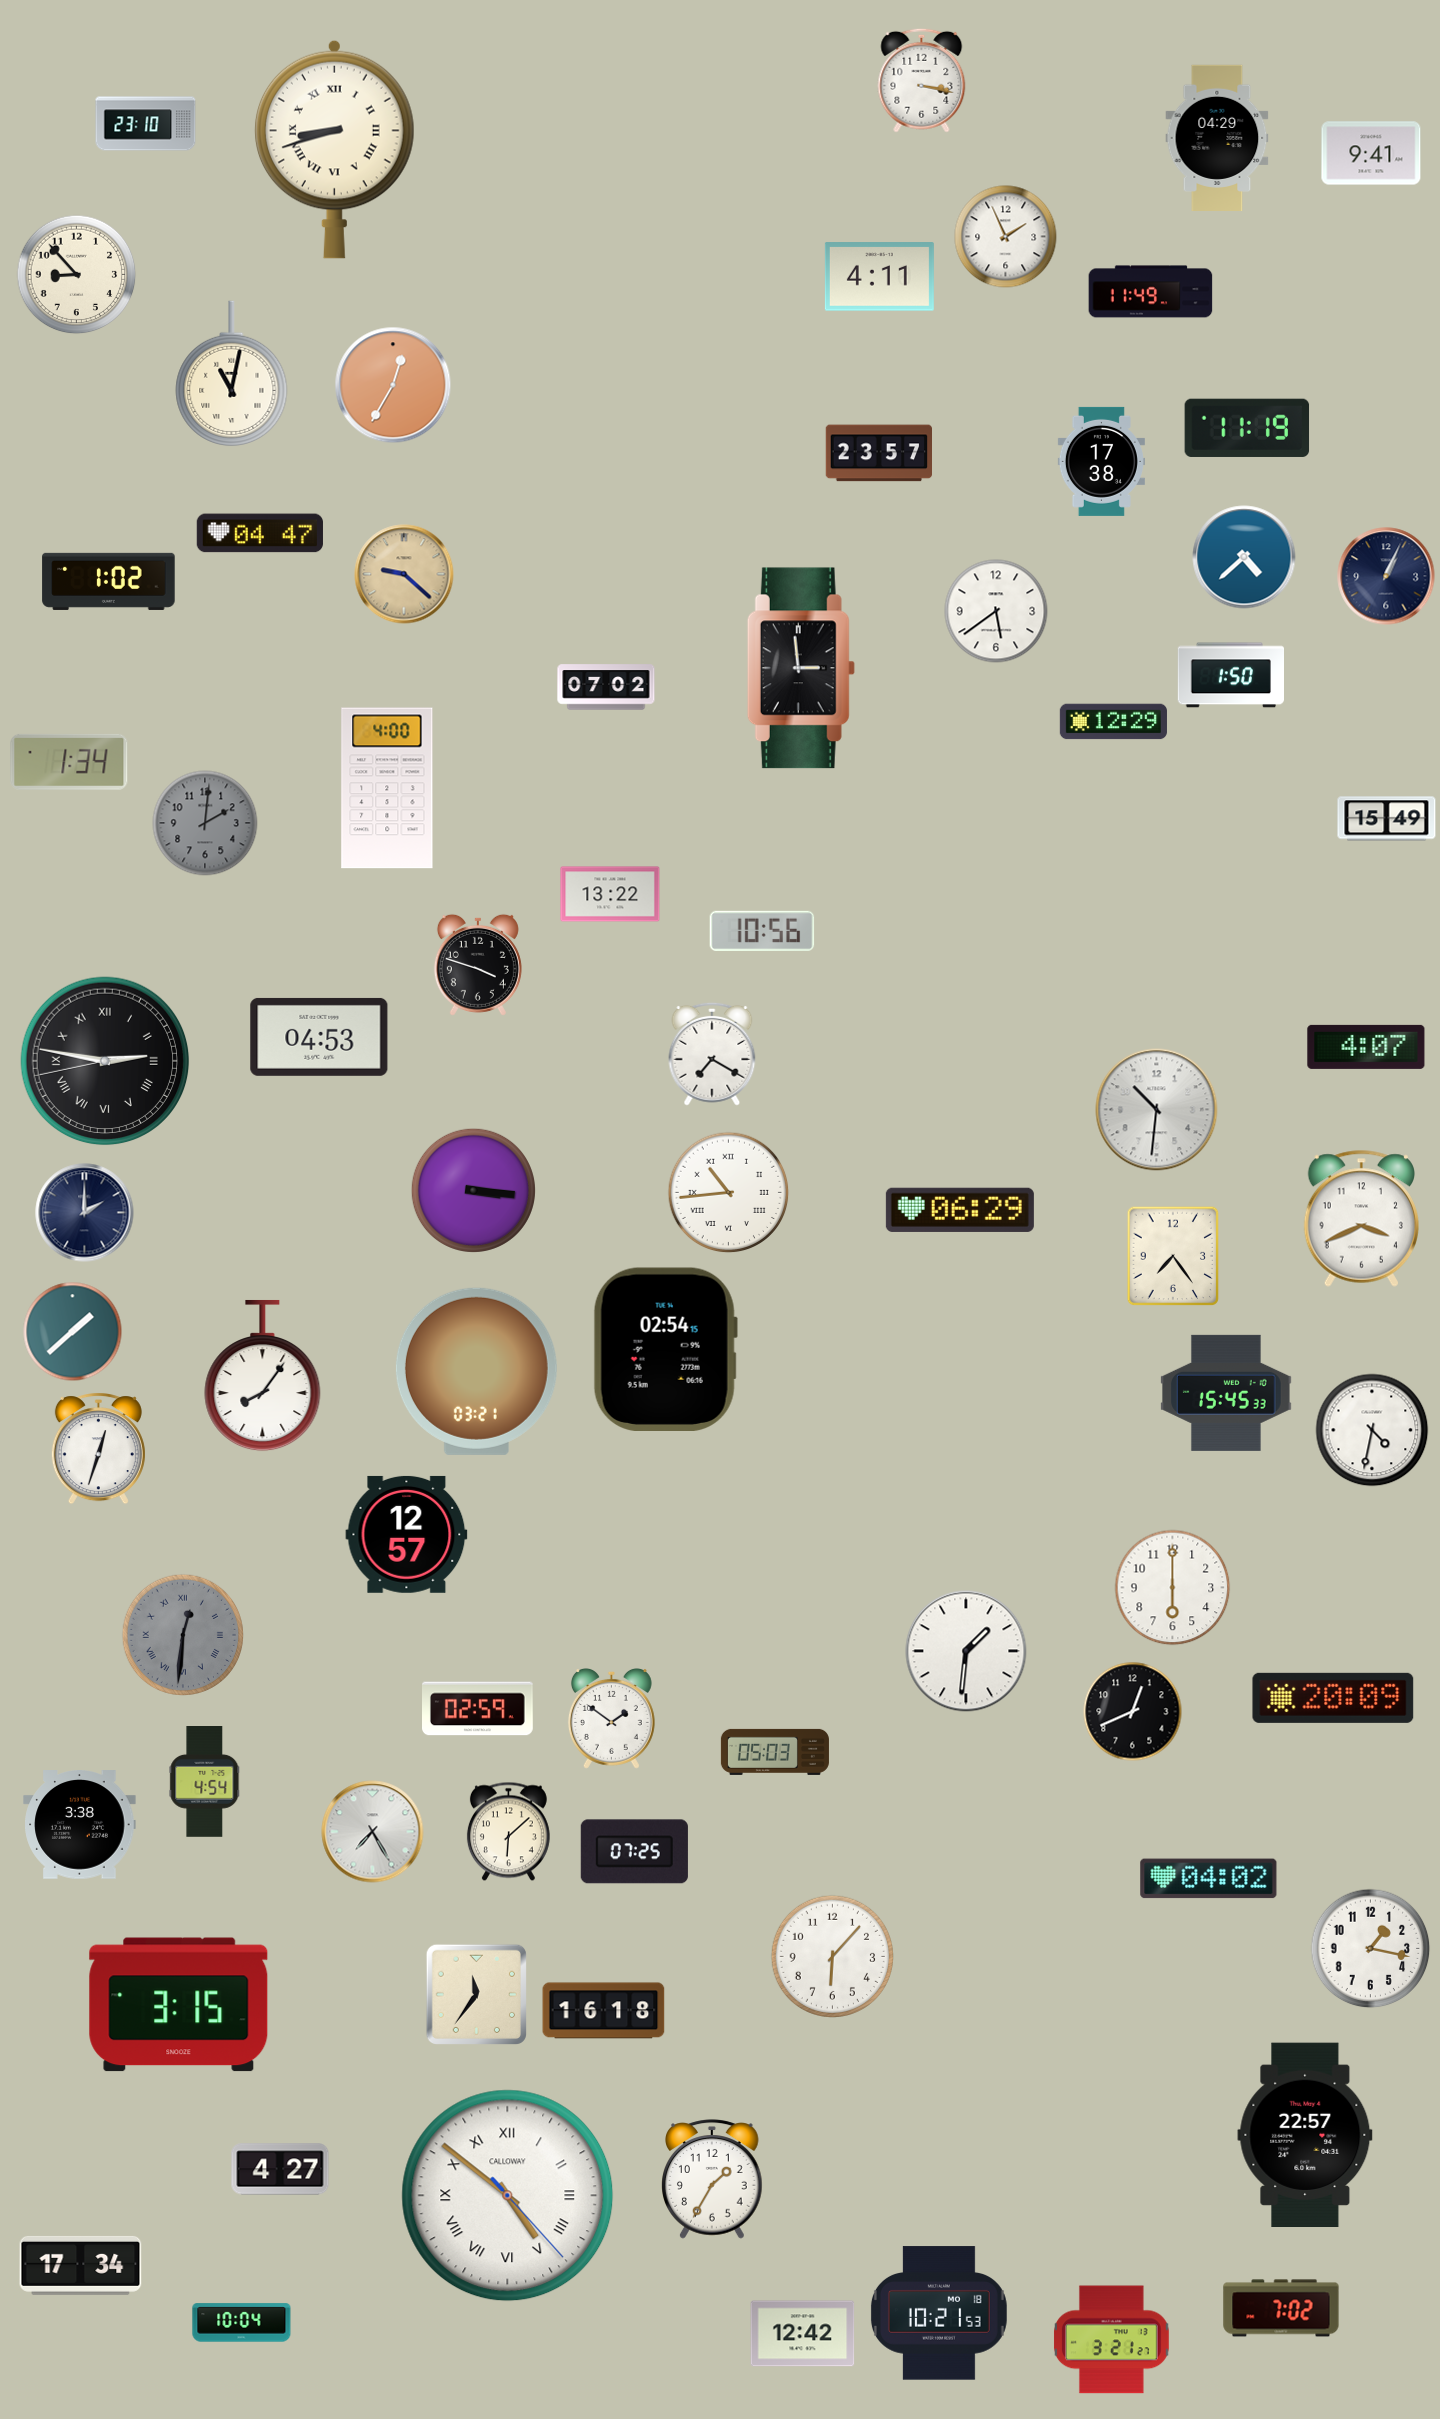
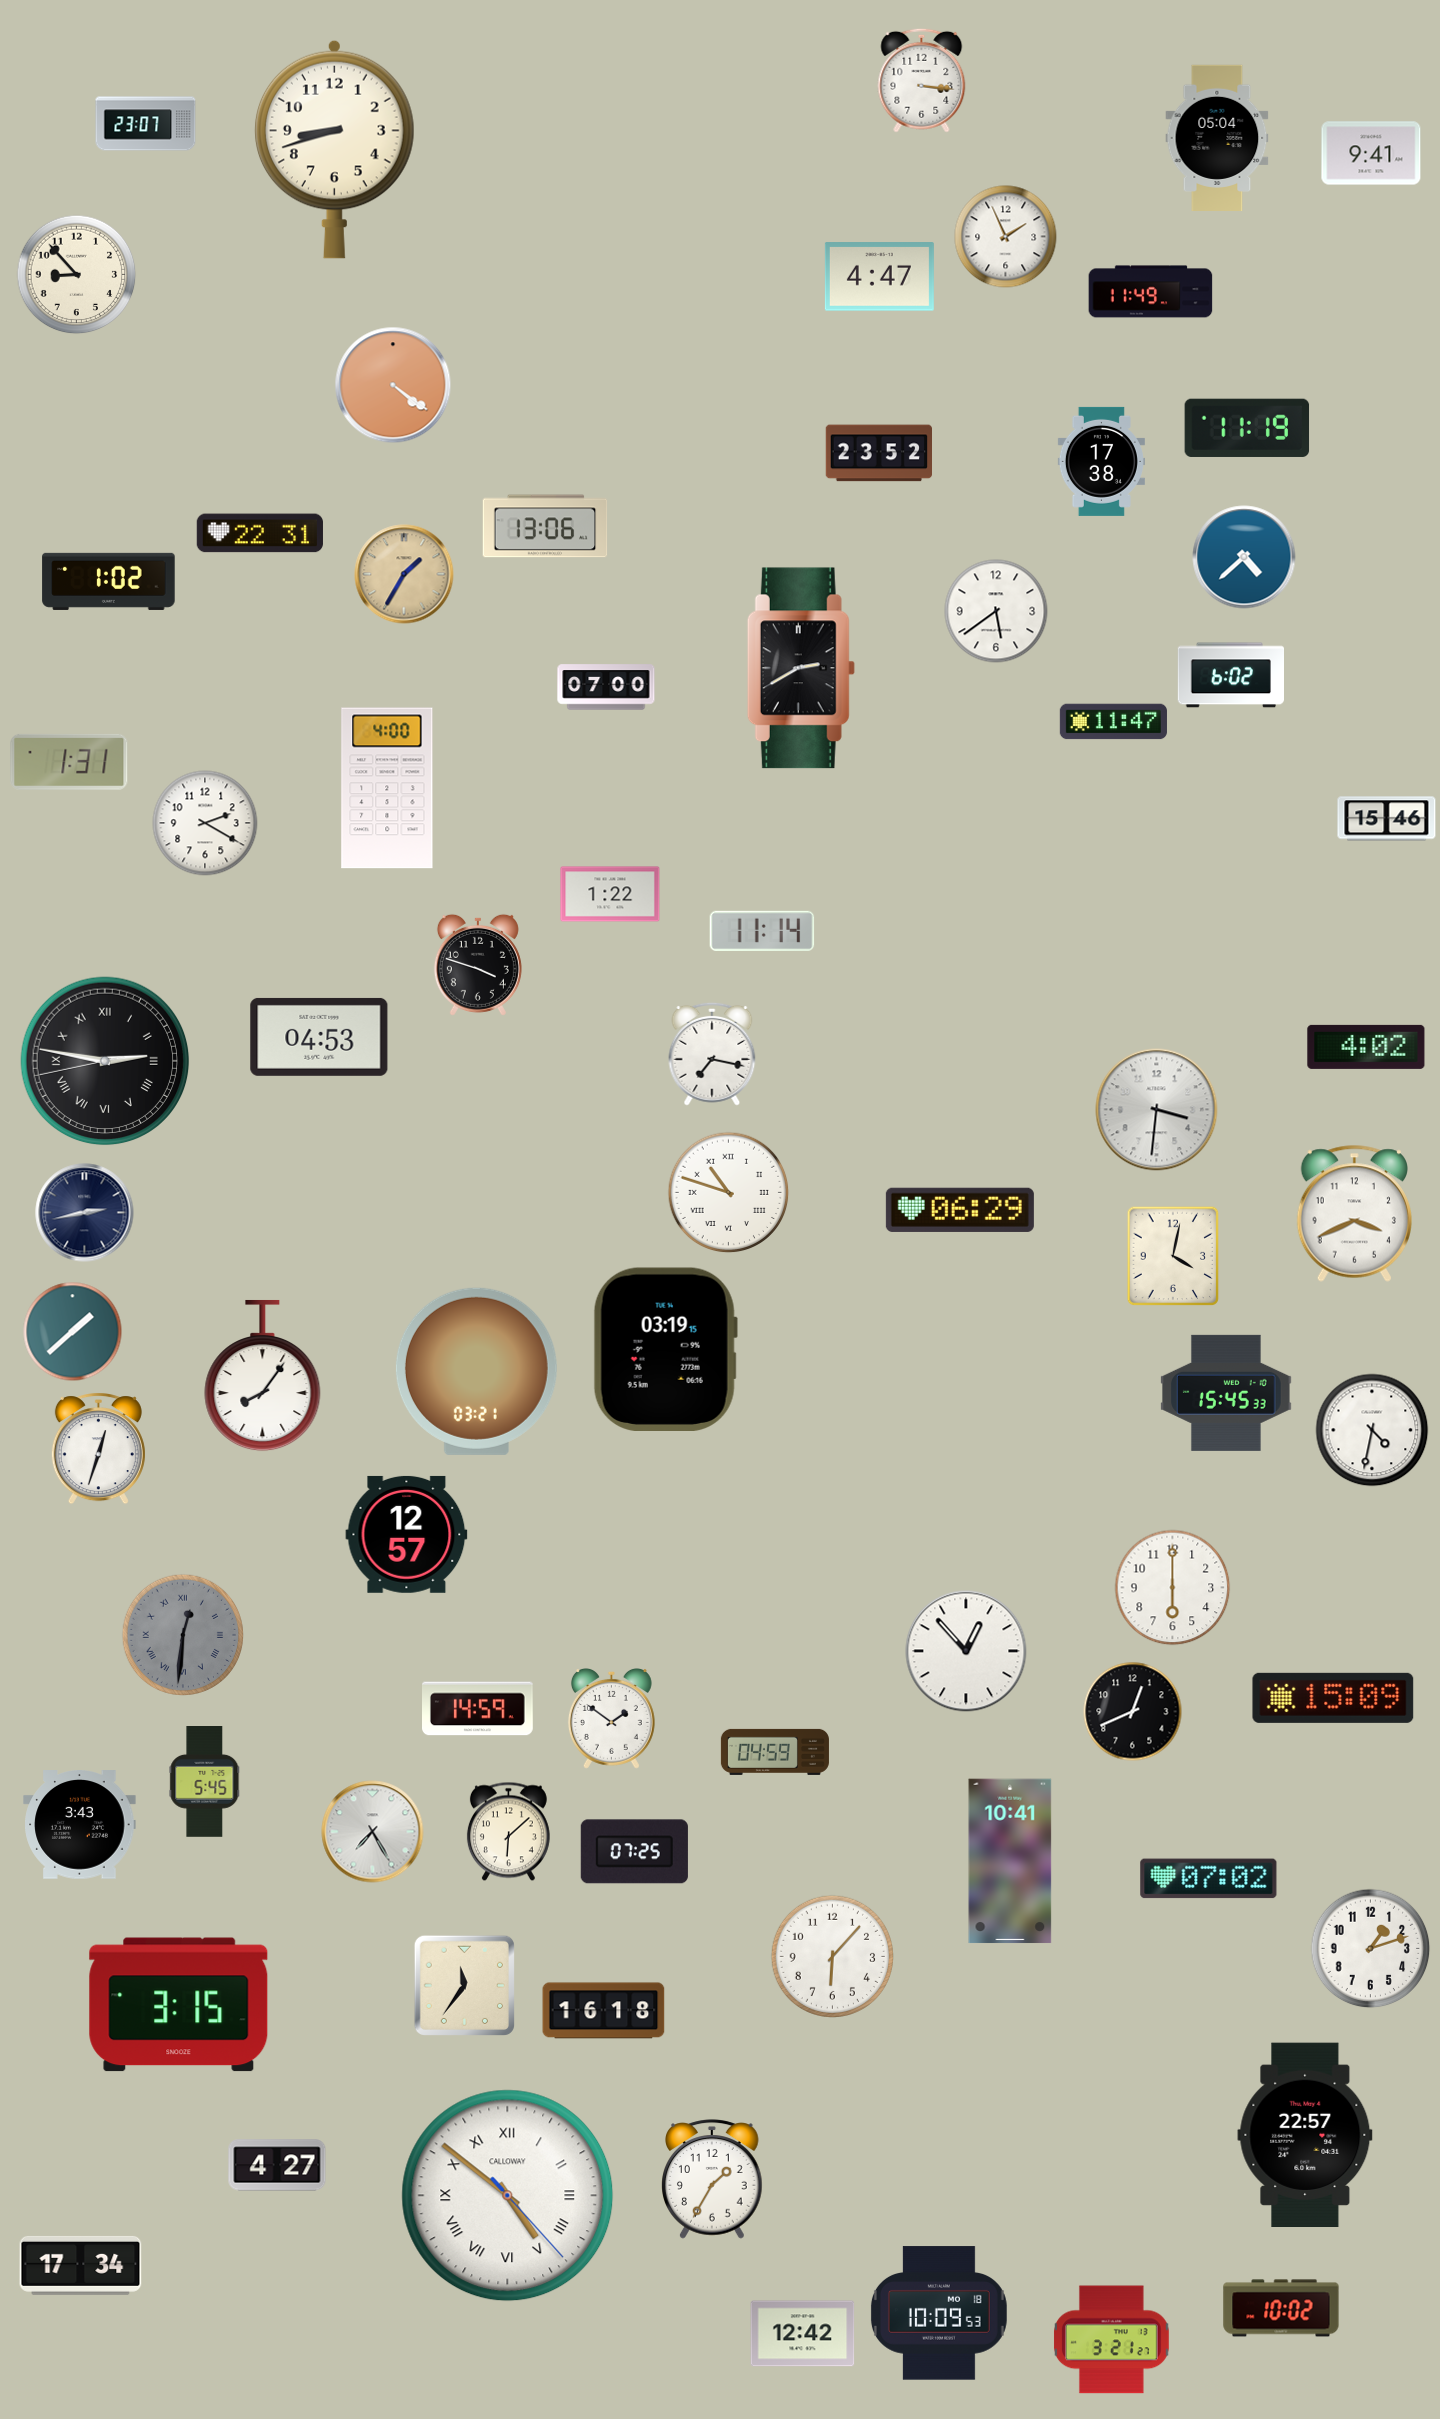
clock at (922, 80): 3:17 -> 3:16
clock at (146, 124): 23:10 -> 23:07
clock at (1217, 137): 04:29 -> 05:04
clock at (334, 149) numerals: Roman -> Arabic
clock at (879, 277): 4:11 -> 4:47
clock at (232, 374): 11:02 -> none
clock at (393, 385): 12:35 -> 4:21
clock at (878, 453): 23:57 -> 23:52
clock at (545, 526): none -> 13:06
clock at (260, 533): 04:47 -> 22:31
clock at (404, 574): 9:22 -> 1:35
clock at (1386, 576): 1:04 -> none
clock at (801, 668): 2:59 -> 2:40
clock at (1230, 675): 1:50 -> 6:02
clock at (606, 687): 07:02 -> 07:00
clock at (1113, 722): 12:29 -> 11:47
clock at (69, 762): 1:34 -> 1:31
clock at (1387, 819): 15:49 -> 15:46
clock at (205, 823): 2:01 -> 2:20
clock at (205, 823) dial: grey -> white
clock at (610, 894): 13:22 -> 1:22
clock at (762, 931): 10:56 -> 11:14
clock at (1366, 1047): 4:07 -> 4:02
clock at (712, 1054): 7:20 -> 7:17
clock at (1157, 1110): 10:31 -> 3:31
clock at (473, 1190): 3:16 -> none
clock at (729, 1193): 10:44 -> 10:48
clock at (85, 1213): 2:00 -> 2:43
clock at (1361, 1218) position: (1361, 1218) -> (1354, 1213)
clock at (1173, 1256): 7:24 -> 4:02
clock at (665, 1349): 02:54 -> 03:19
clock at (966, 1651): 1:31 -> 12:53
clock at (1333, 1698): 20:09 -> 15:09
clock at (478, 1709): 02:59 -> 14:59
clock at (775, 1752): 05:03 -> 04:59
clock at (205, 1782): 4:54 -> 5:45
clock at (80, 1825): 3:38 -> 3:43
clock at (1010, 1861): none -> 10:41
clock at (1209, 1879): 04:02 -> 07:02
clock at (1371, 1949): 1:17 -> 1:12
clock at (476, 1994) position: (476, 1994) -> (464, 1985)
clock at (280, 2169) position: (280, 2169) -> (277, 2165)
clock at (1281, 2308): 7:02 -> 10:02
clock at (939, 2313): 10:21 -> 10:09
clock at (242, 2323): 10:04 -> none
